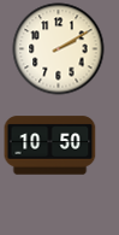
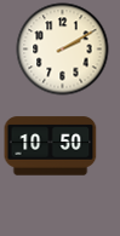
clock at (59, 49) position: (59, 49) -> (63, 50)
